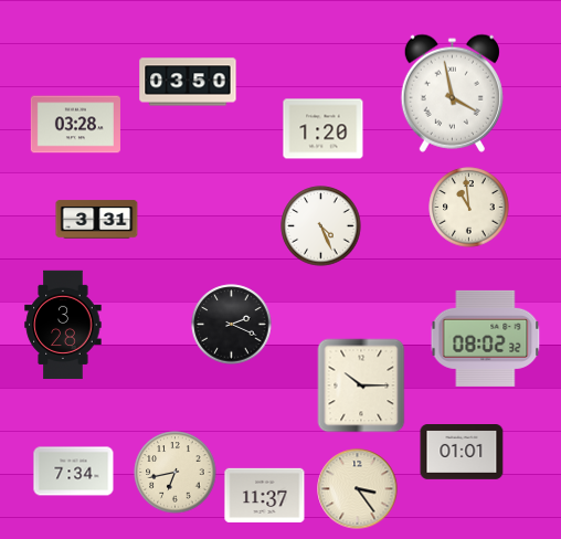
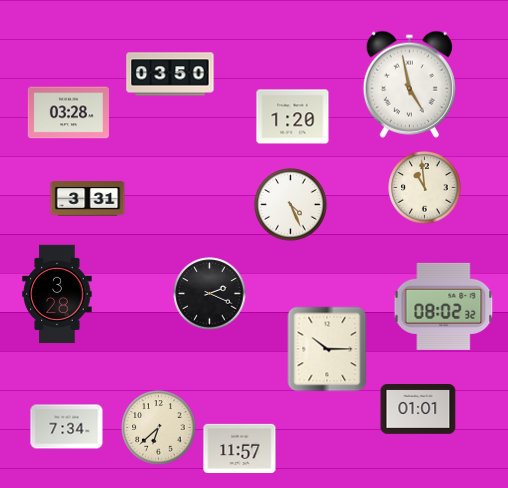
clock at (452, 93): 3:58 -> 4:58
clock at (486, 338) position: (486, 338) -> (444, 306)
clock at (176, 473): 6:43 -> 6:38
clock at (358, 489): 3:24 -> none
clock at (265, 495): 11:37 -> 11:57
